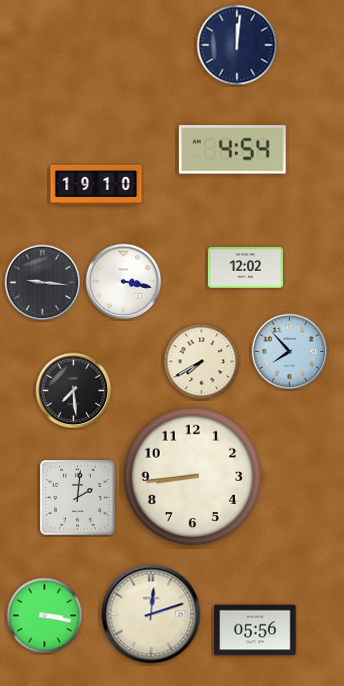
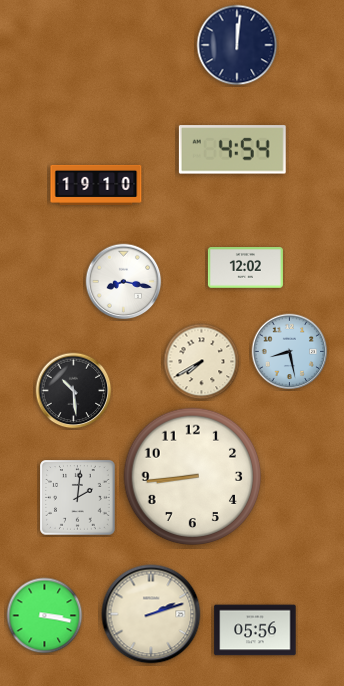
clock at (124, 282): 3:17 -> 8:17
clock at (43, 283): 9:16 -> none
clock at (290, 352): 7:53 -> 8:28
clock at (74, 391): 7:29 -> 10:29
clock at (151, 614): 12:12 -> 2:12
